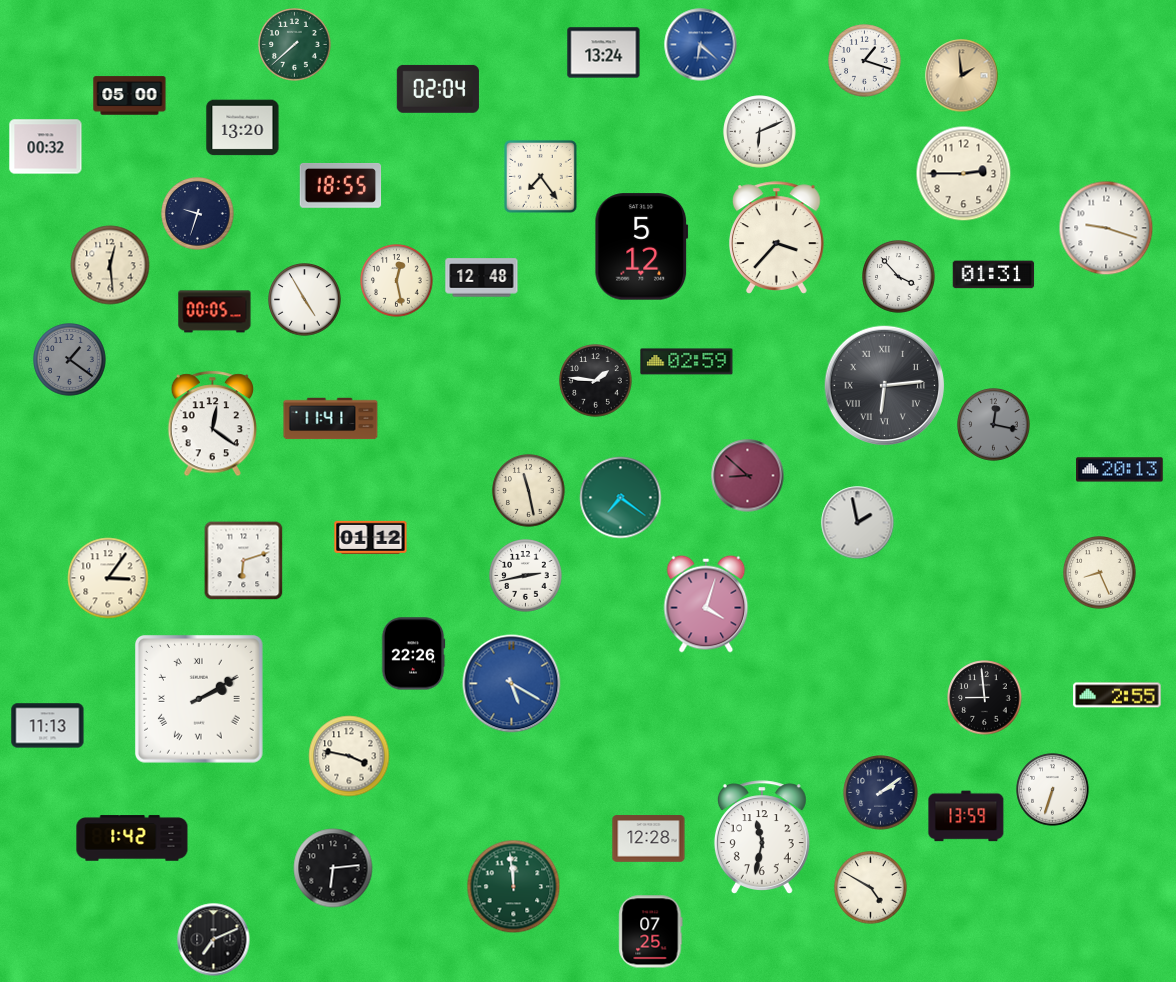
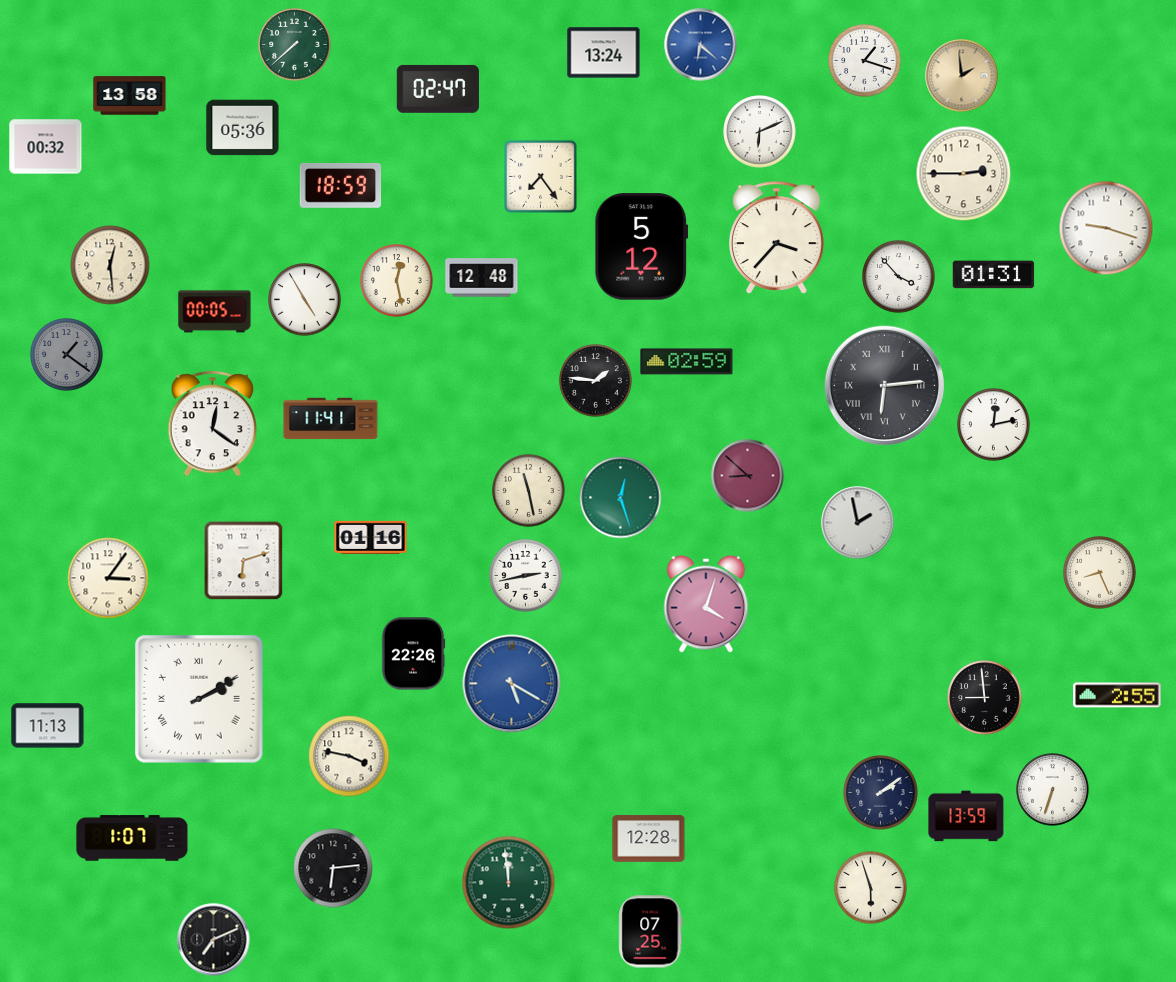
clock at (438, 89): 02:04 -> 02:47
clock at (130, 96): 05:00 -> 13:58
clock at (243, 128): 13:20 -> 05:36
clock at (341, 186): 18:55 -> 18:59
clock at (198, 214): 9:33 -> none
clock at (70, 360) position: (70, 360) -> (67, 355)
clock at (994, 425): 12:17 -> 12:13
clock at (994, 425) dial: grey -> white
clock at (1120, 470): 20:13 -> none
clock at (621, 498): 7:21 -> 12:27
clock at (371, 537): 01:12 -> 01:16
clock at (762, 837): 11:32 -> none
clock at (132, 838): 1:42 -> 1:07
clock at (514, 887) position: (514, 887) -> (509, 883)
clock at (871, 888): 4:50 -> 5:57
